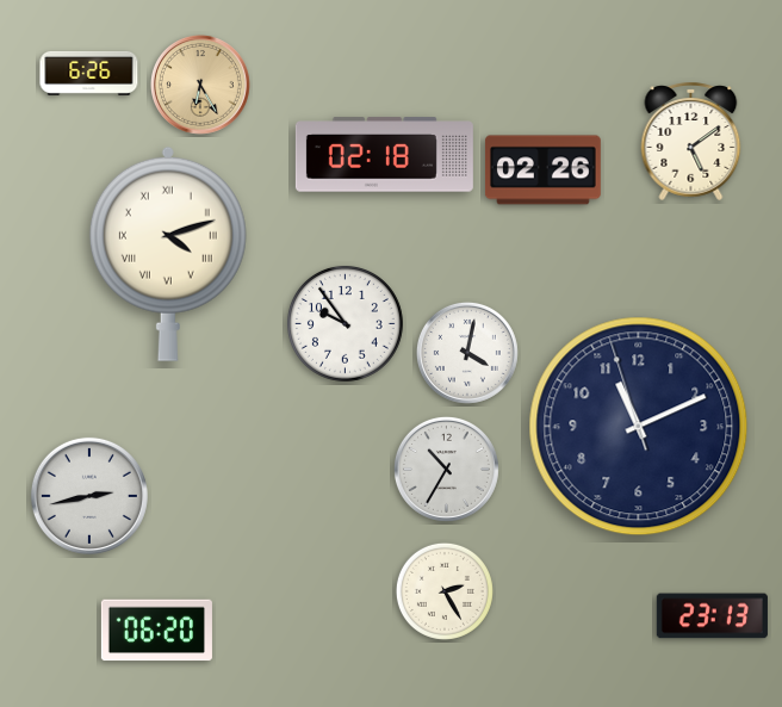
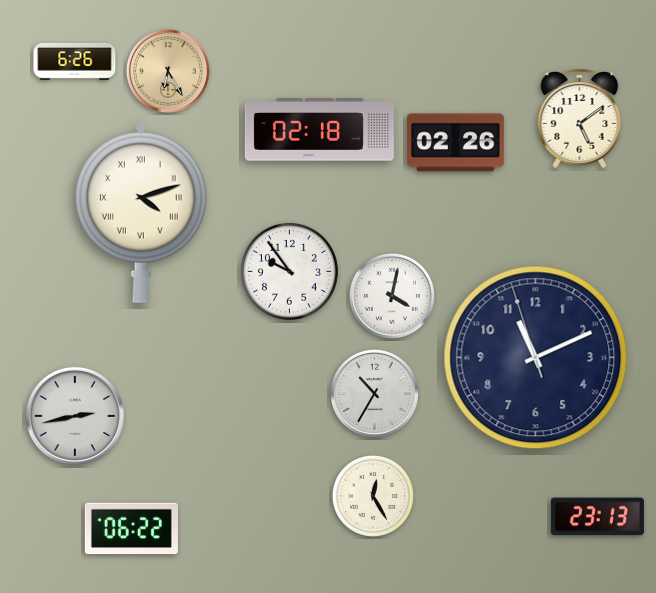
clock at (384, 155) position: (384, 155) -> (319, 130)
clock at (445, 591): 2:25 -> 12:25
clock at (156, 631): 06:20 -> 06:22
